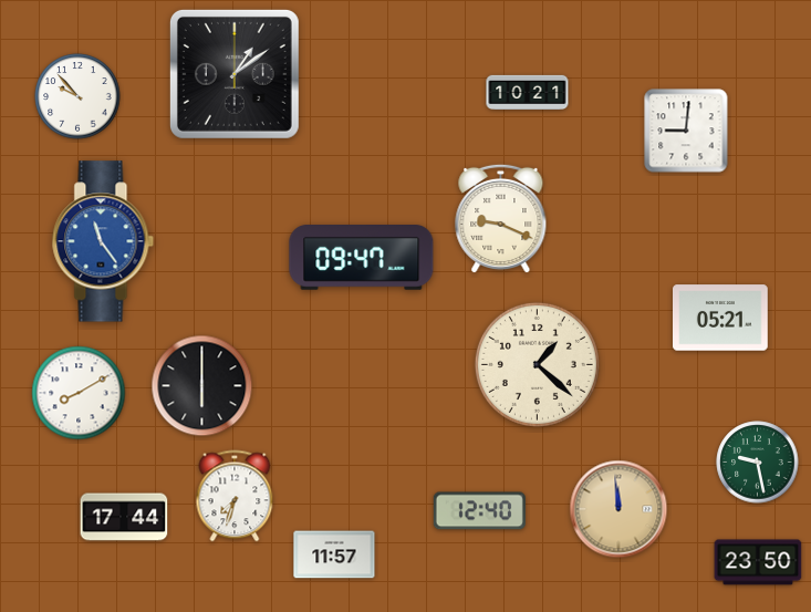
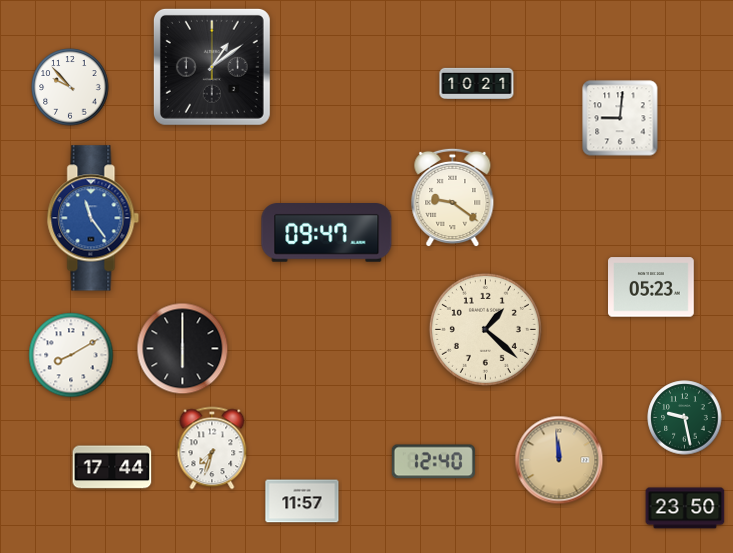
clock at (501, 219): 9:19 -> 9:21
clock at (721, 318): 05:21 -> 05:23
